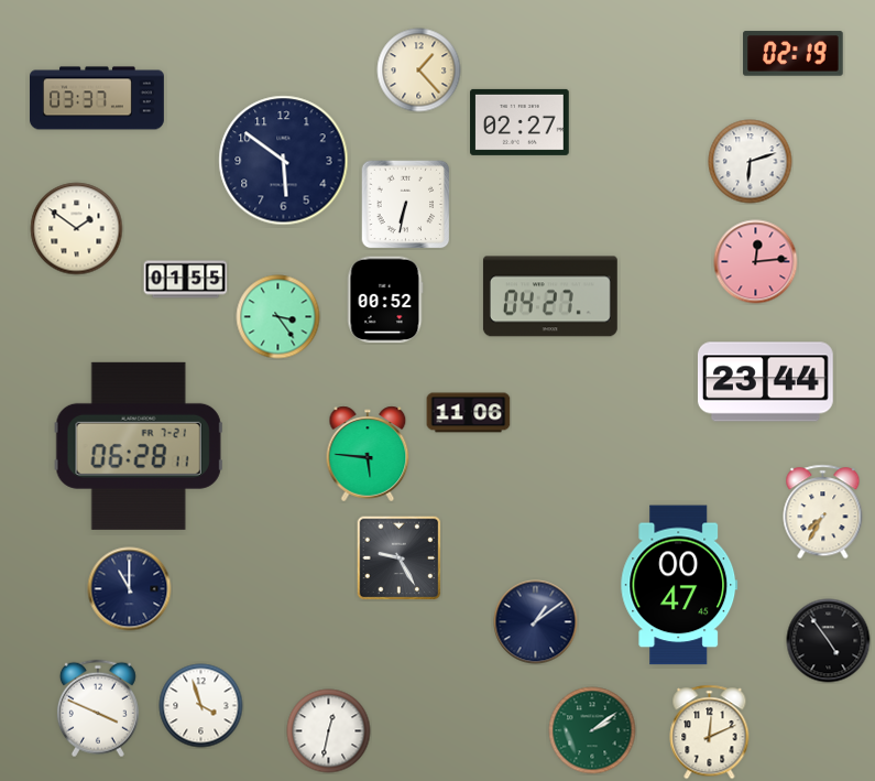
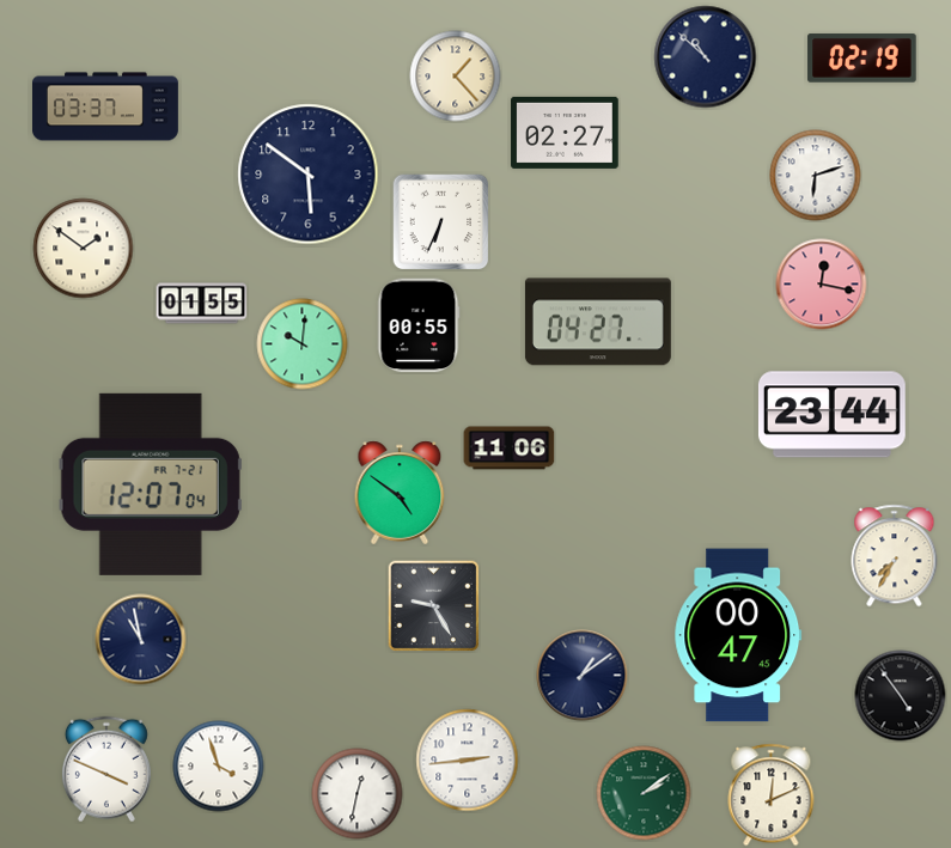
clock at (706, 57): none -> 10:52
clock at (406, 205): 6:32 -> 6:34
clock at (756, 262): 12:14 -> 12:17
clock at (385, 300): 00:52 -> 00:55
clock at (278, 317): 3:24 -> 10:01
clock at (139, 446): 06:28 -> 12:07
clock at (368, 454): 5:46 -> 4:51
clock at (130, 589): 11:00 -> 10:58
clock at (468, 761): none -> 2:44
